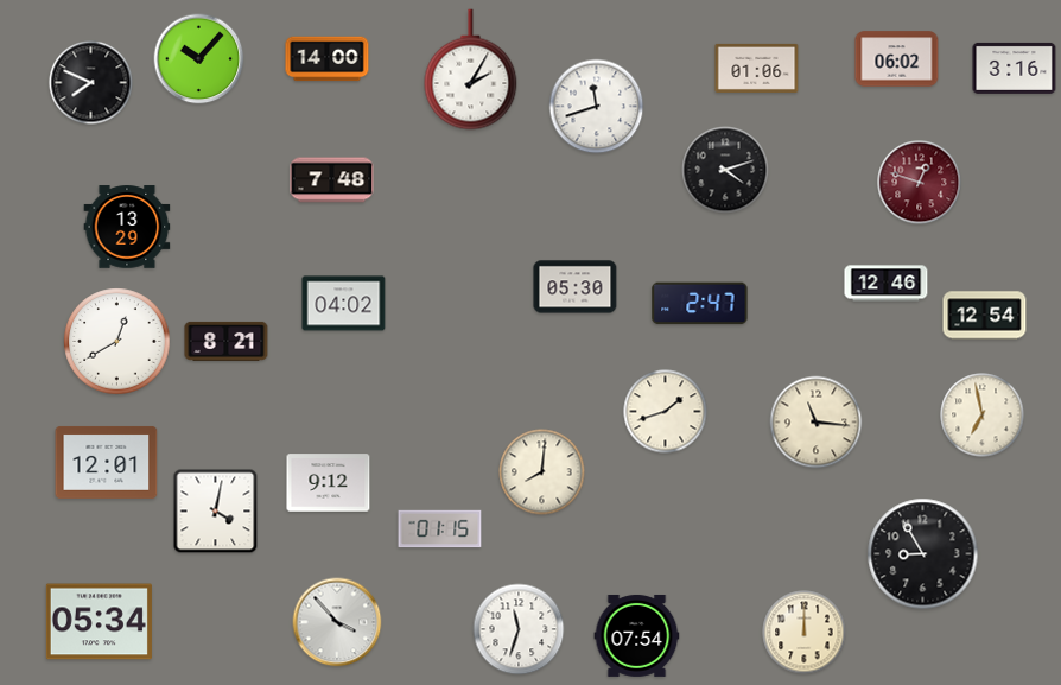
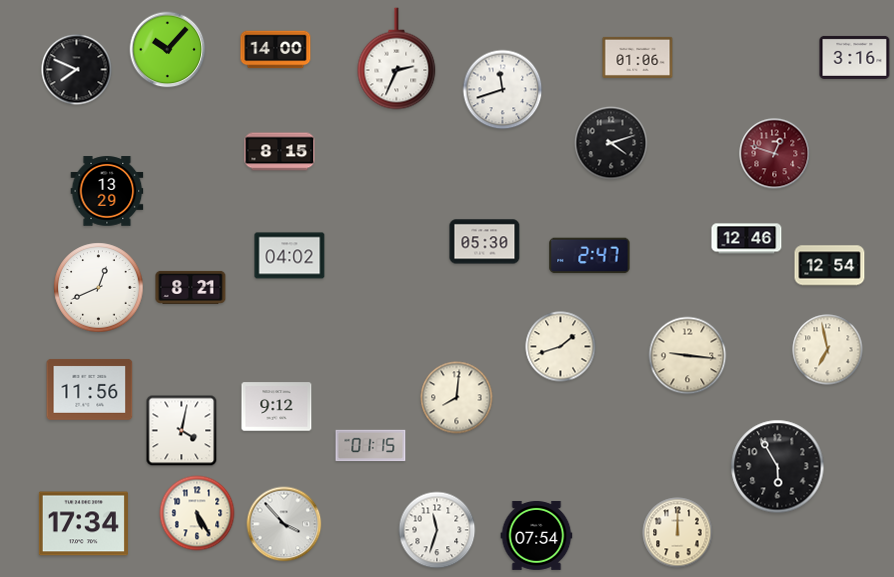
clock at (897, 59): 06:02 -> none
clock at (471, 70): 2:05 -> 2:34
clock at (332, 180): 7:48 -> 8:15
clock at (117, 342): 12:40 -> 12:41
clock at (817, 423): 11:16 -> 9:16
clock at (107, 462): 12:01 -> 11:56
clock at (923, 554): 8:55 -> 5:55
clock at (197, 513): none -> 5:25
clock at (99, 622): 05:34 -> 17:34
